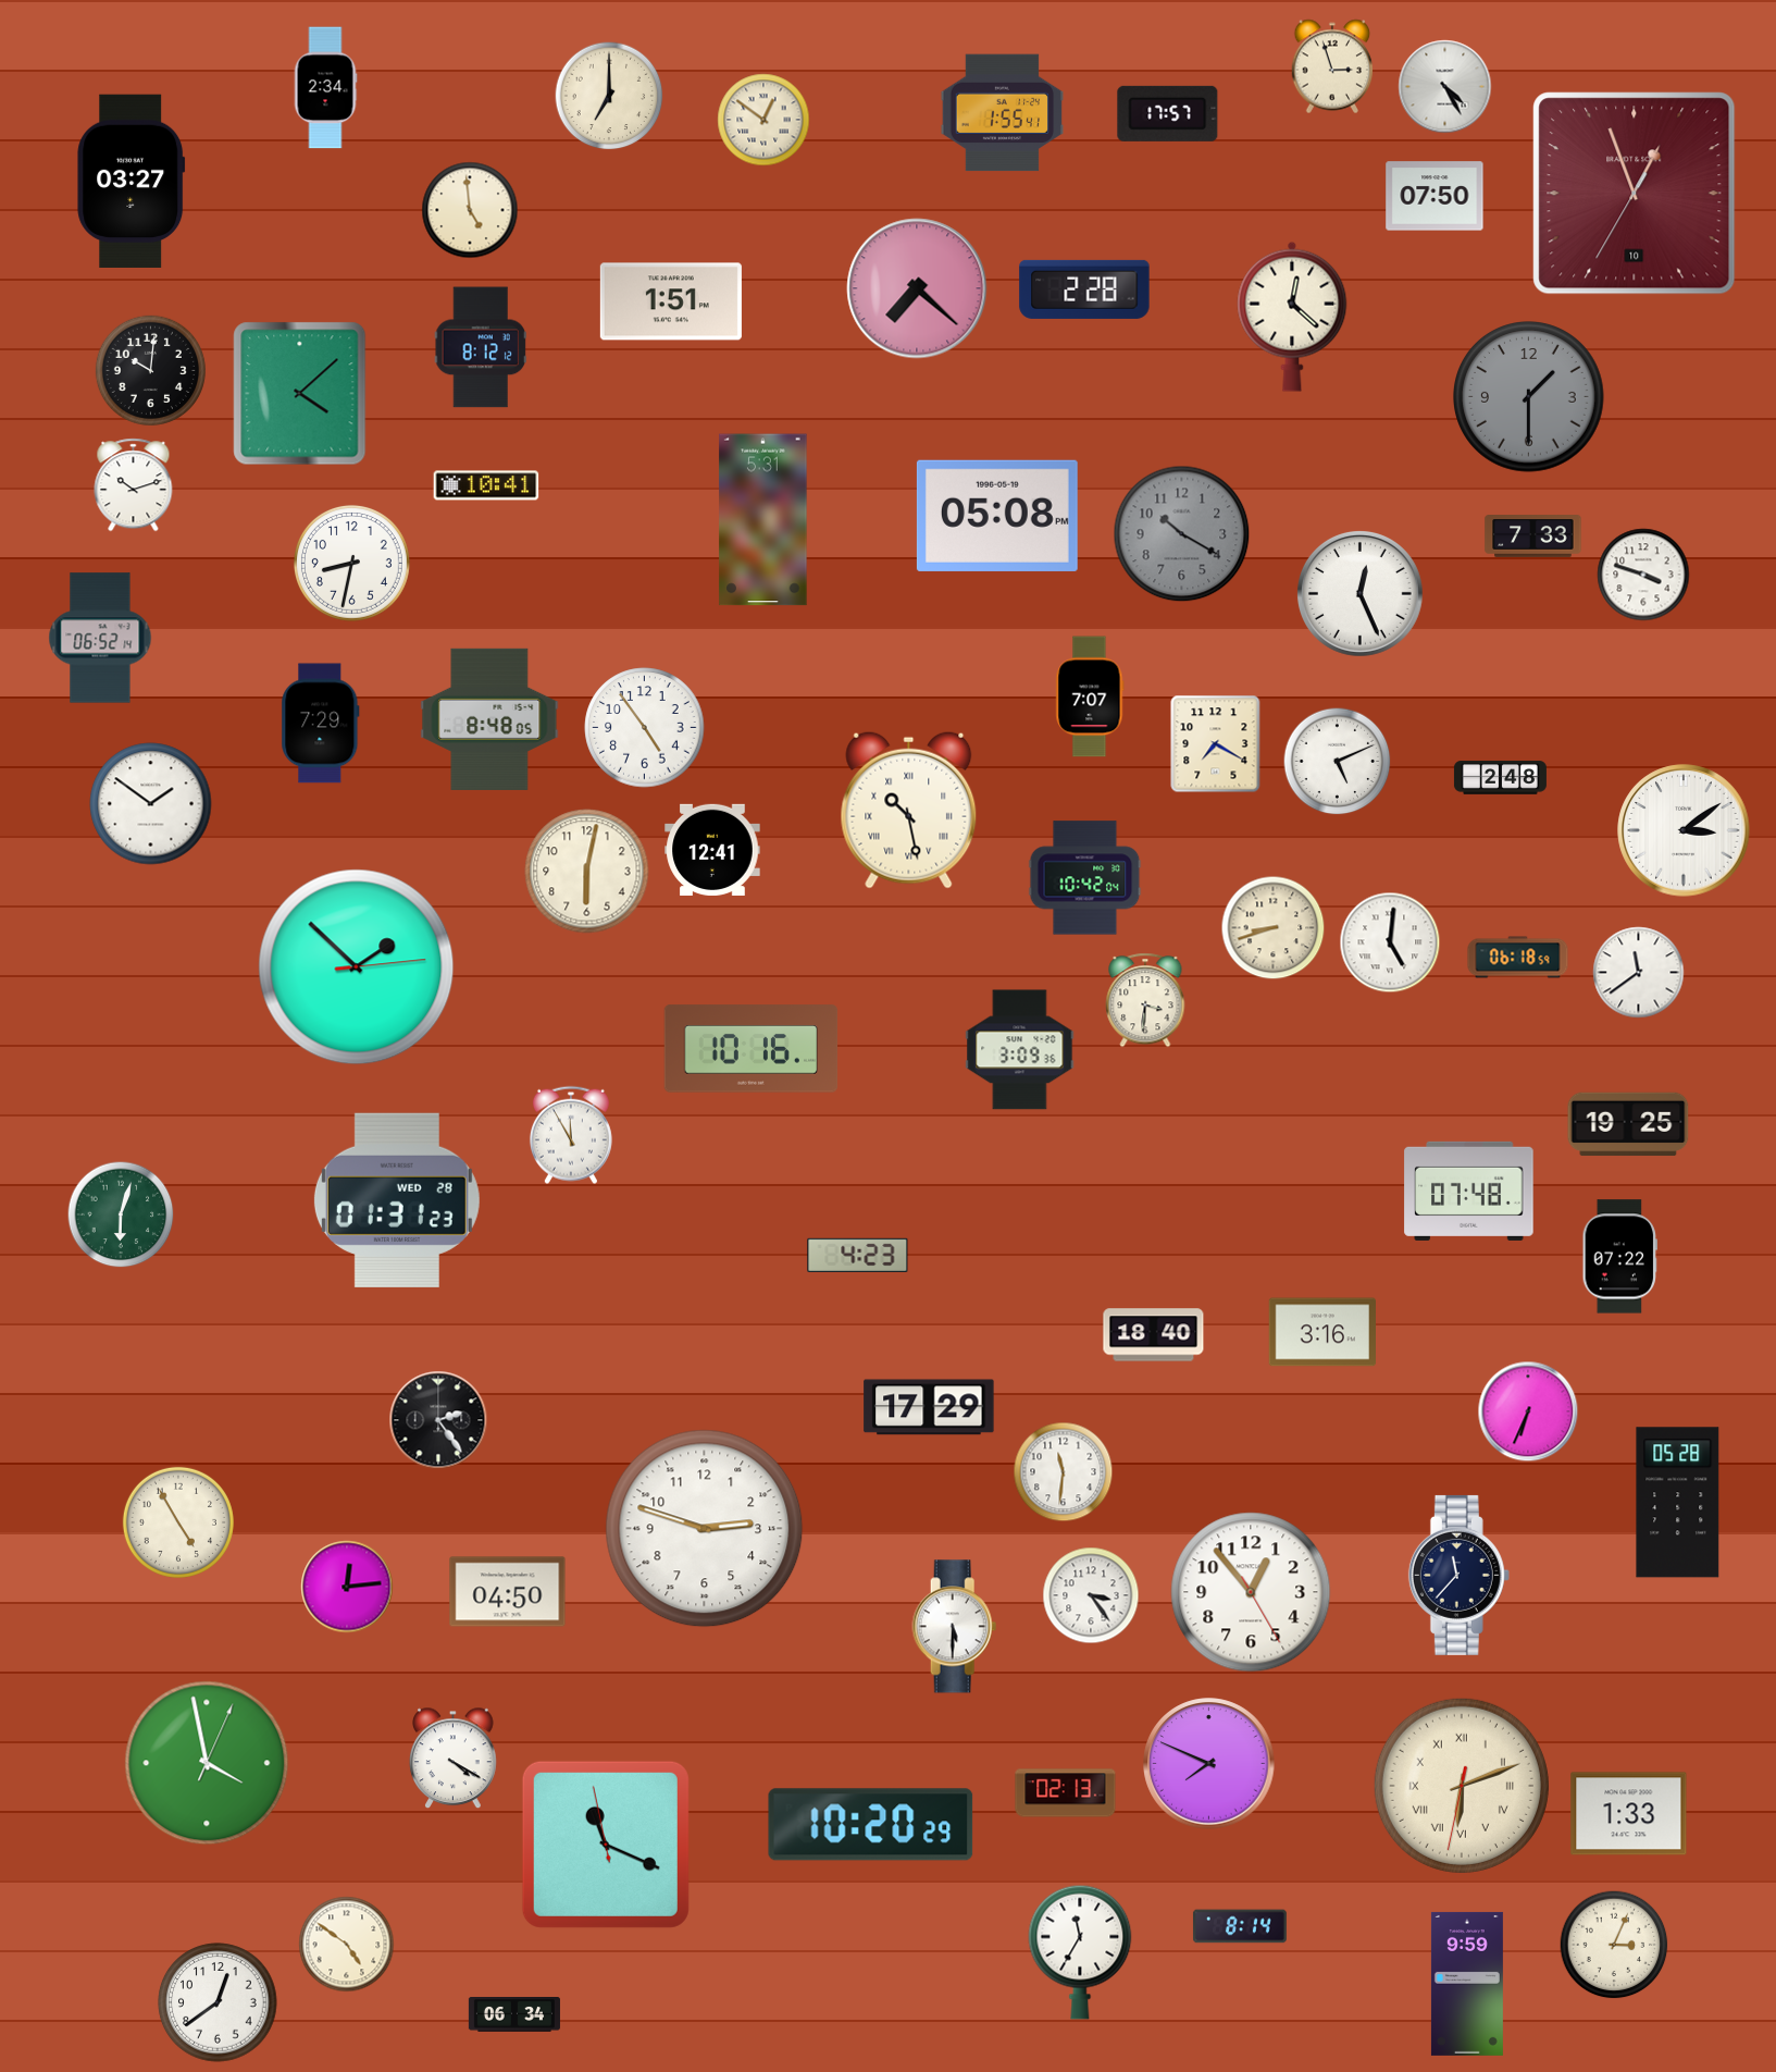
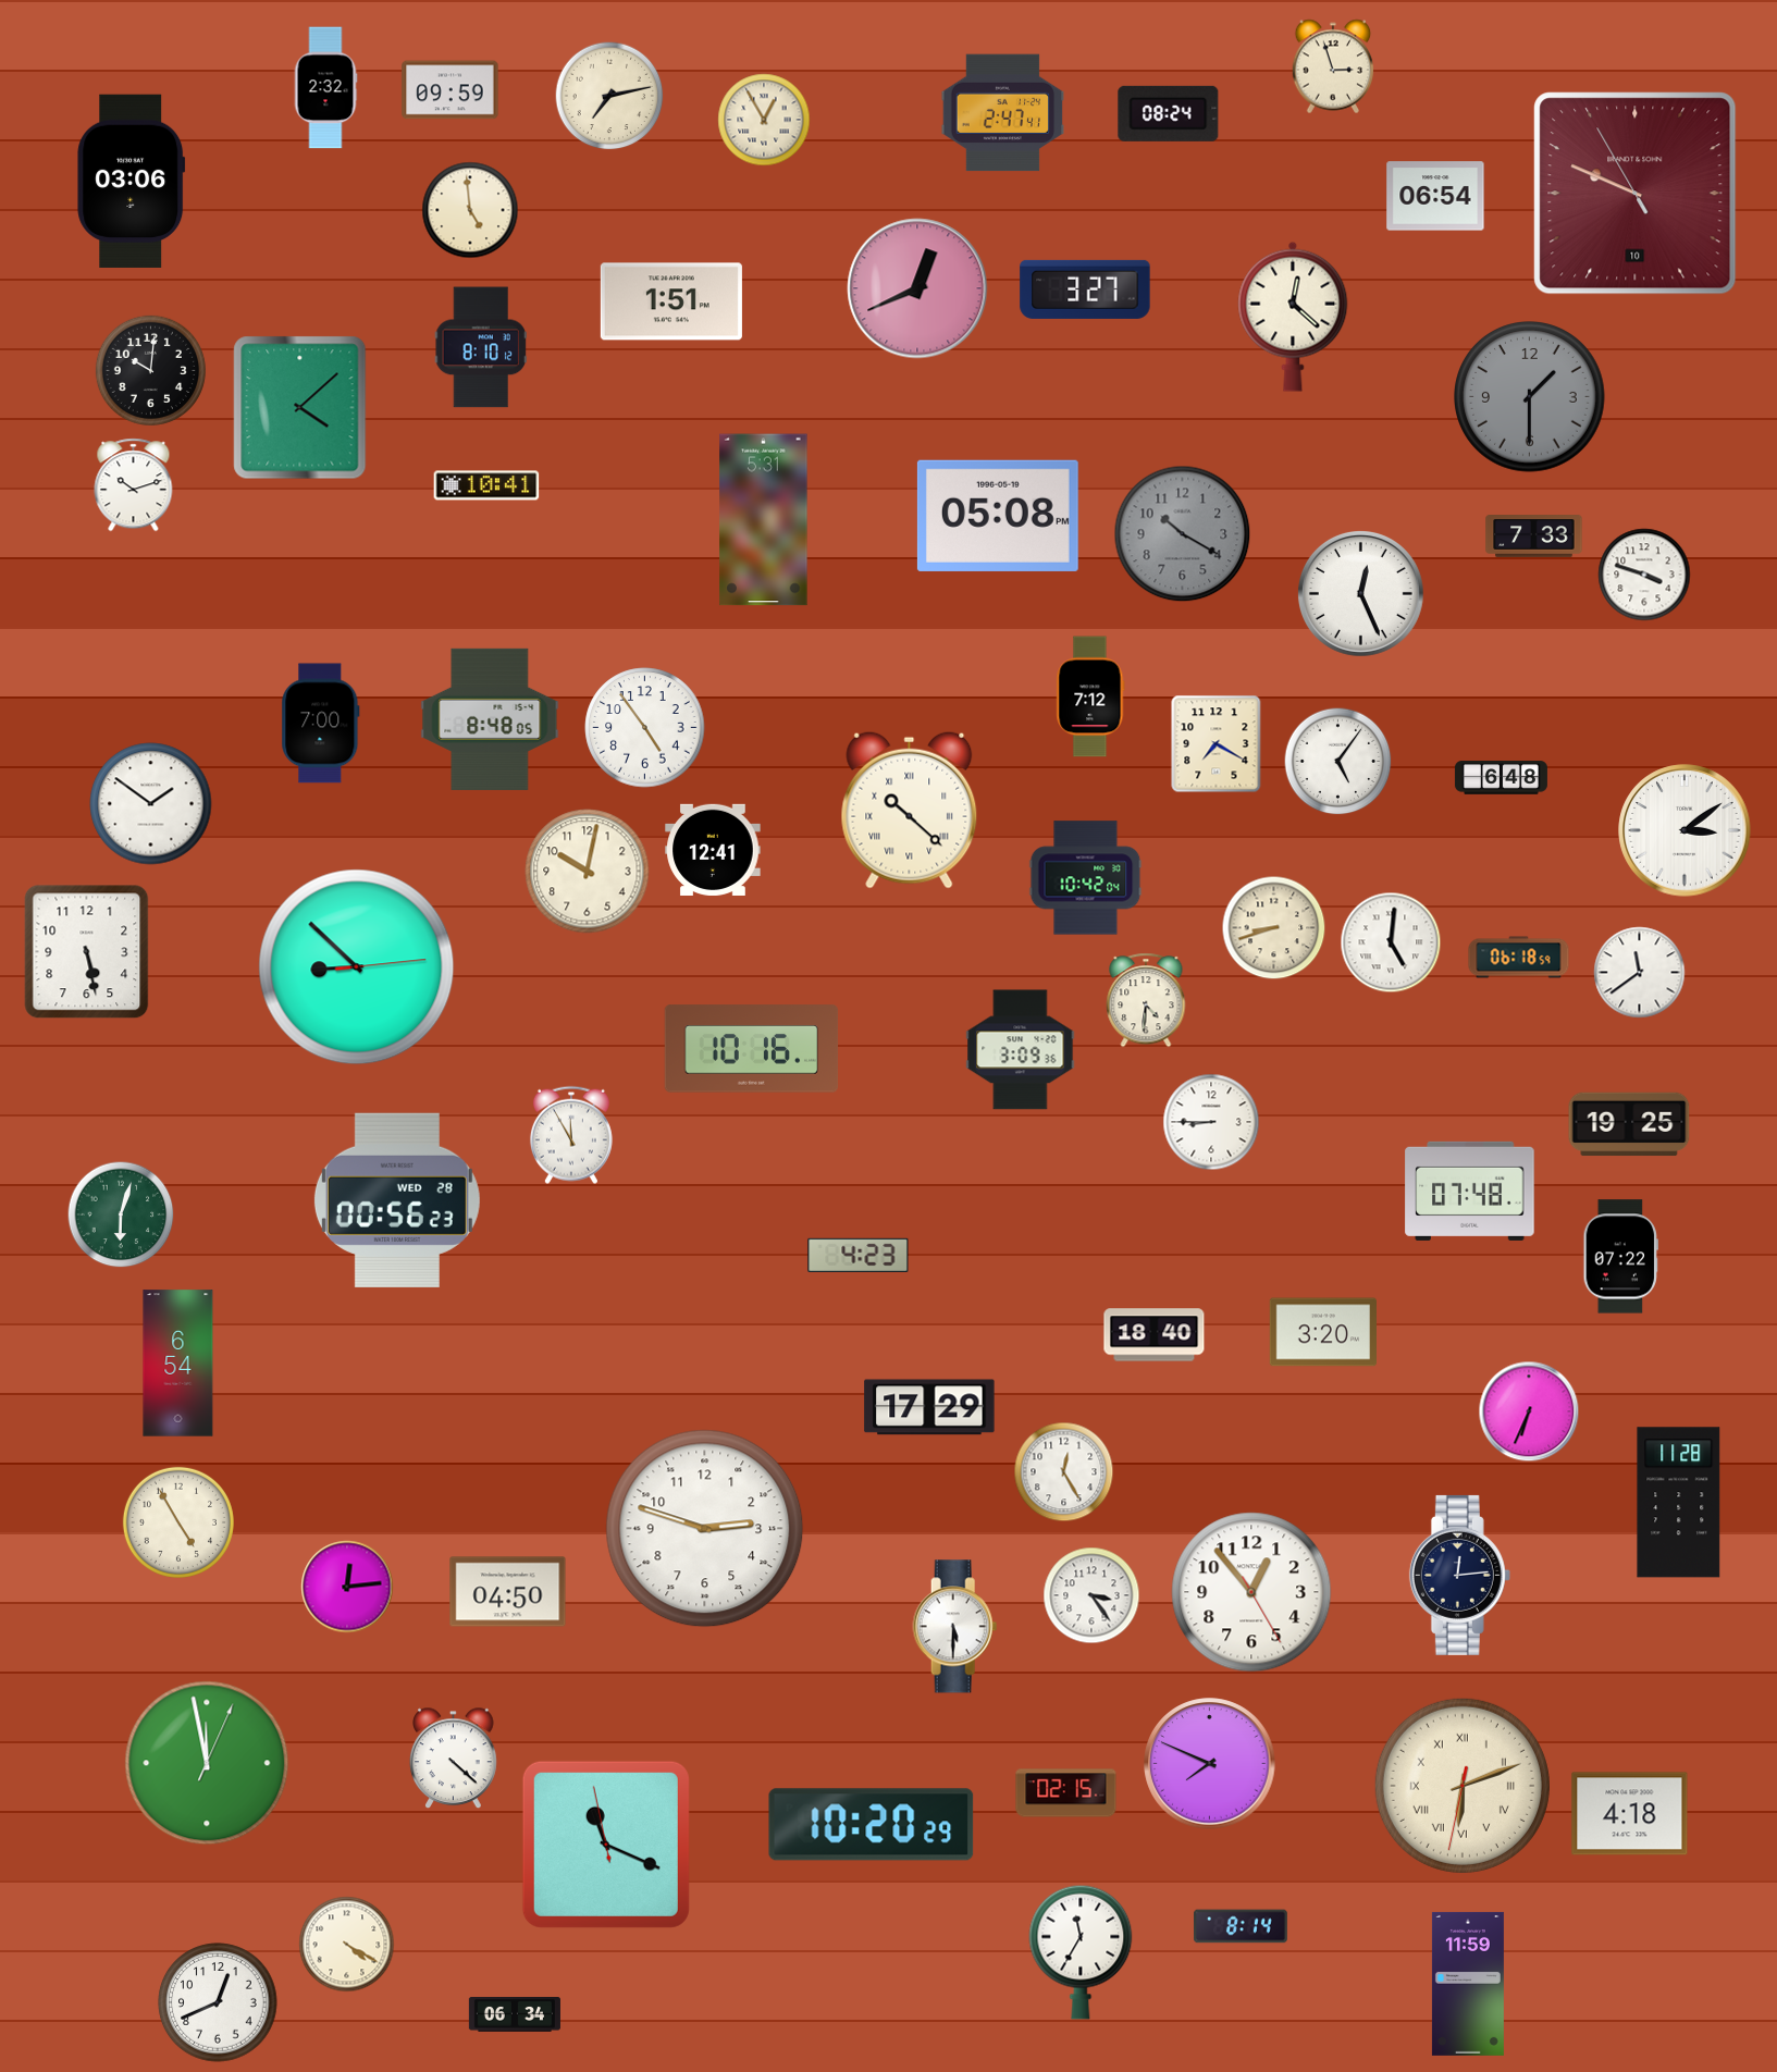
clock at (1445, 87): 4:25 -> none
clock at (325, 88): 2:34 -> 2:32
clock at (451, 90): none -> 09:59
clock at (609, 96): 7:00 -> 7:13
clock at (1003, 113): 1:55 -> 2:47
clock at (1168, 113): 17:57 -> 08:24
clock at (763, 120): 12:51 -> 12:55
clock at (132, 181): 03:27 -> 03:06
clock at (1635, 194): 12:56 -> 9:48
clock at (1435, 196): 07:50 -> 06:54
clock at (917, 288): 7:22 -> 12:41
clock at (1084, 289): 2:28 -> 3:27
clock at (481, 347): 8:12 -> 8:10
clock at (300, 394) position: (300, 394) -> (300, 408)
clock at (351, 563): 8:32 -> none
clock at (100, 638): 06:52 -> none
clock at (1090, 696): 7:07 -> 7:12
clock at (321, 724): 7:29 -> 7:00
clock at (1338, 762): 5:11 -> 5:06
clock at (1500, 778): 2:48 -> 6:48
clock at (909, 810): 10:28 -> 10:22
clock at (587, 872): 6:02 -> 10:02
clock at (87, 952): none -> 5:28
clock at (357, 967): 1:52 -> 8:52
clock at (1145, 1000): 3:31 -> 4:31
clock at (1211, 1122): none -> 8:45
clock at (397, 1200): 01:31 -> 00:56
clock at (1321, 1332): 3:16 -> 3:20
clock at (178, 1364): none -> 6:54
clock at (438, 1420): 2:24 -> none
clock at (1064, 1472): 11:31 -> 12:25
clock at (1678, 1503): 05:28 -> 11:28
clock at (1458, 1575): 11:37 -> 12:14
clock at (454, 1759): 4:20 -> 4:22
clock at (207, 1763): 3:58 -> 11:58
clock at (1066, 1793): 02:13 -> 02:15
clock at (1629, 1814): 1:33 -> 4:18
clock at (347, 1945): 4:51 -> 4:20
clock at (1614, 1945): 3:04 -> none
clock at (1467, 1984): 9:59 -> 11:59
clock at (218, 2002): 12:39 -> 12:41
